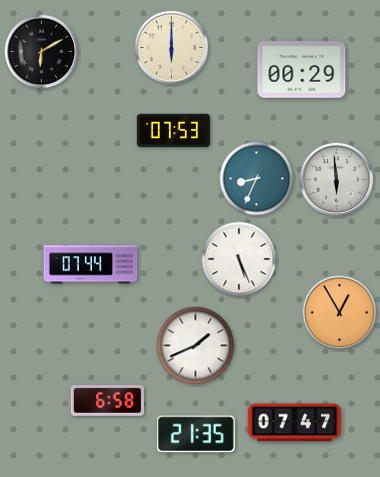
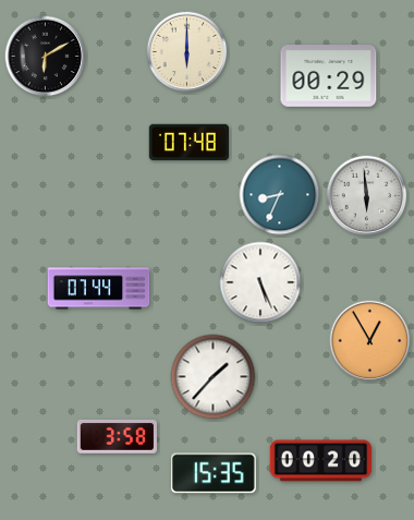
clock at (173, 131): 07:53 -> 07:48
clock at (196, 346): 1:41 -> 1:37
clock at (107, 400): 6:58 -> 3:58
clock at (295, 423): 07:47 -> 00:20
clock at (196, 434): 21:35 -> 15:35
